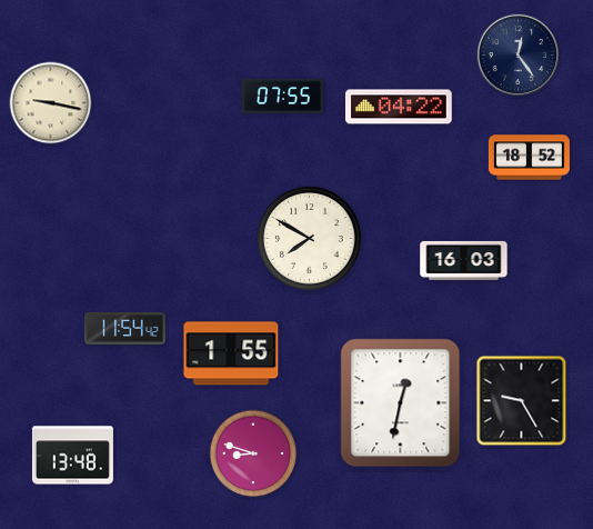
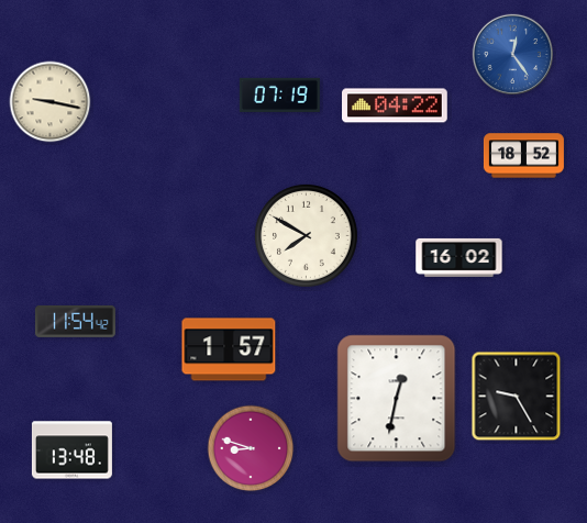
clock at (517, 54) dial: navy -> blue
clock at (282, 96): 07:55 -> 07:19
clock at (464, 260): 16:03 -> 16:02
clock at (124, 329) position: (124, 329) -> (75, 322)
clock at (231, 353): 1:55 -> 1:57
